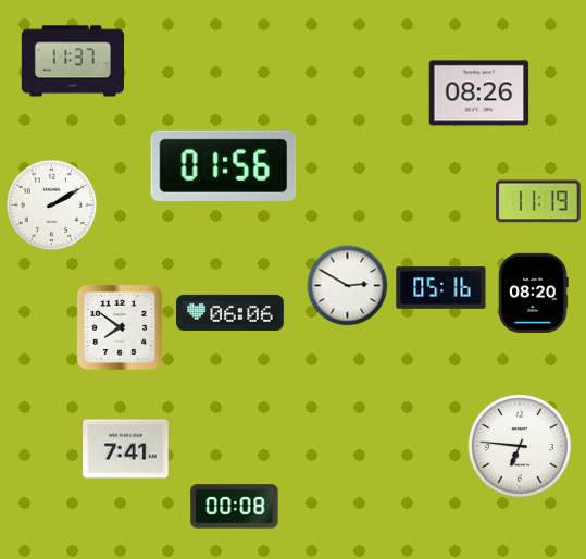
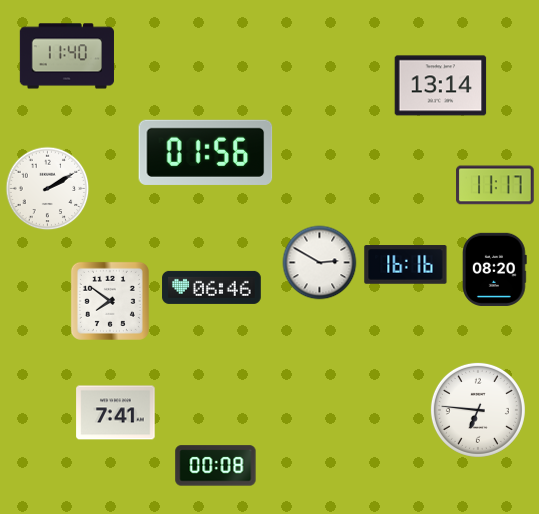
clock at (72, 61): 11:37 -> 11:40
clock at (479, 94): 08:26 -> 13:14
clock at (538, 201): 11:19 -> 11:17
clock at (441, 288): 05:16 -> 16:16
clock at (534, 293) position: (534, 293) -> (495, 269)
clock at (230, 312): 06:06 -> 06:46
